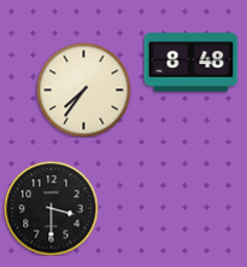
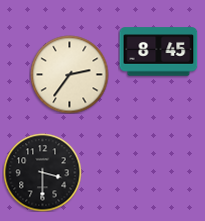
clock at (190, 63): 8:48 -> 8:45
clock at (83, 89): 7:36 -> 2:36
